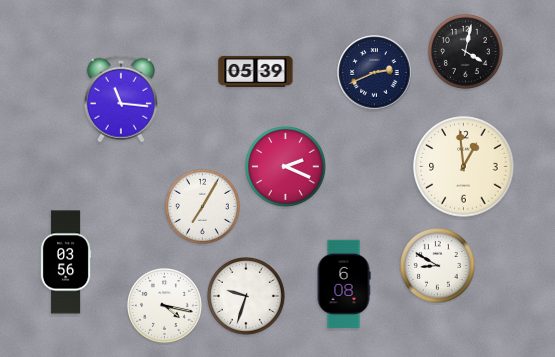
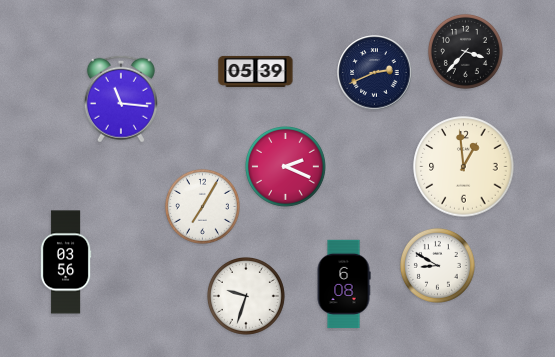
clock at (465, 51): 4:02 -> 3:37
clock at (164, 305): 4:17 -> none
